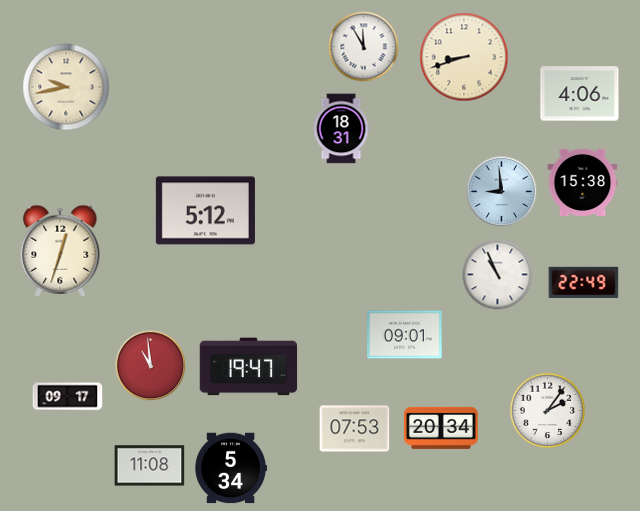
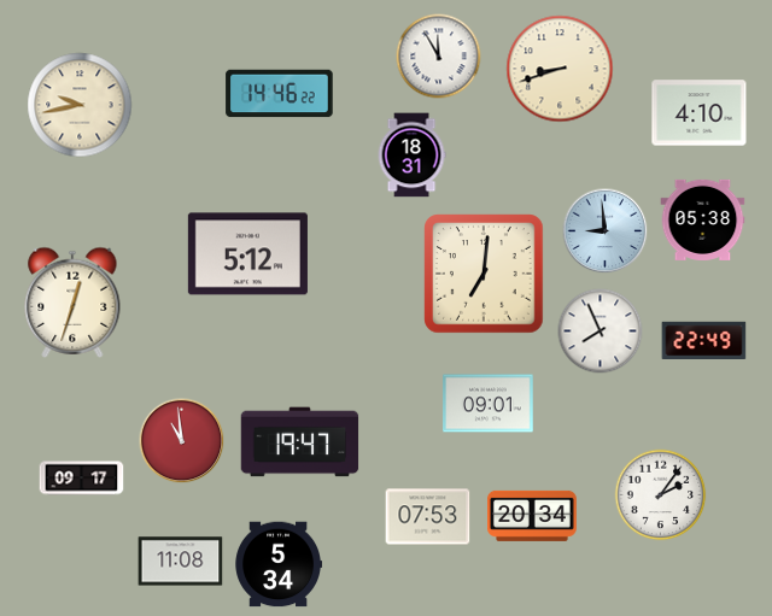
clock at (280, 94): none -> 14:46
clock at (580, 94): 4:06 -> 4:10
clock at (583, 182): 15:38 -> 05:38
clock at (484, 274): none -> 7:01
clock at (498, 275): 10:56 -> 7:56
